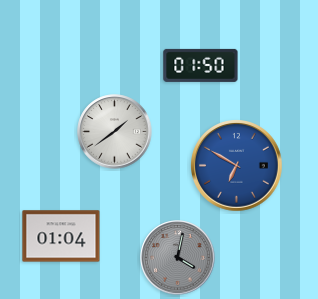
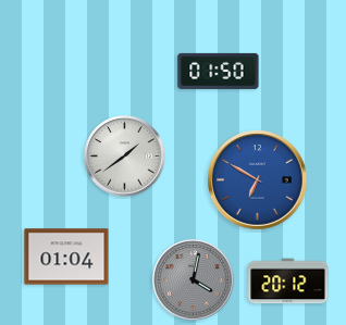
clock at (115, 132) position: (115, 132) -> (125, 157)
clock at (288, 282): none -> 20:12
